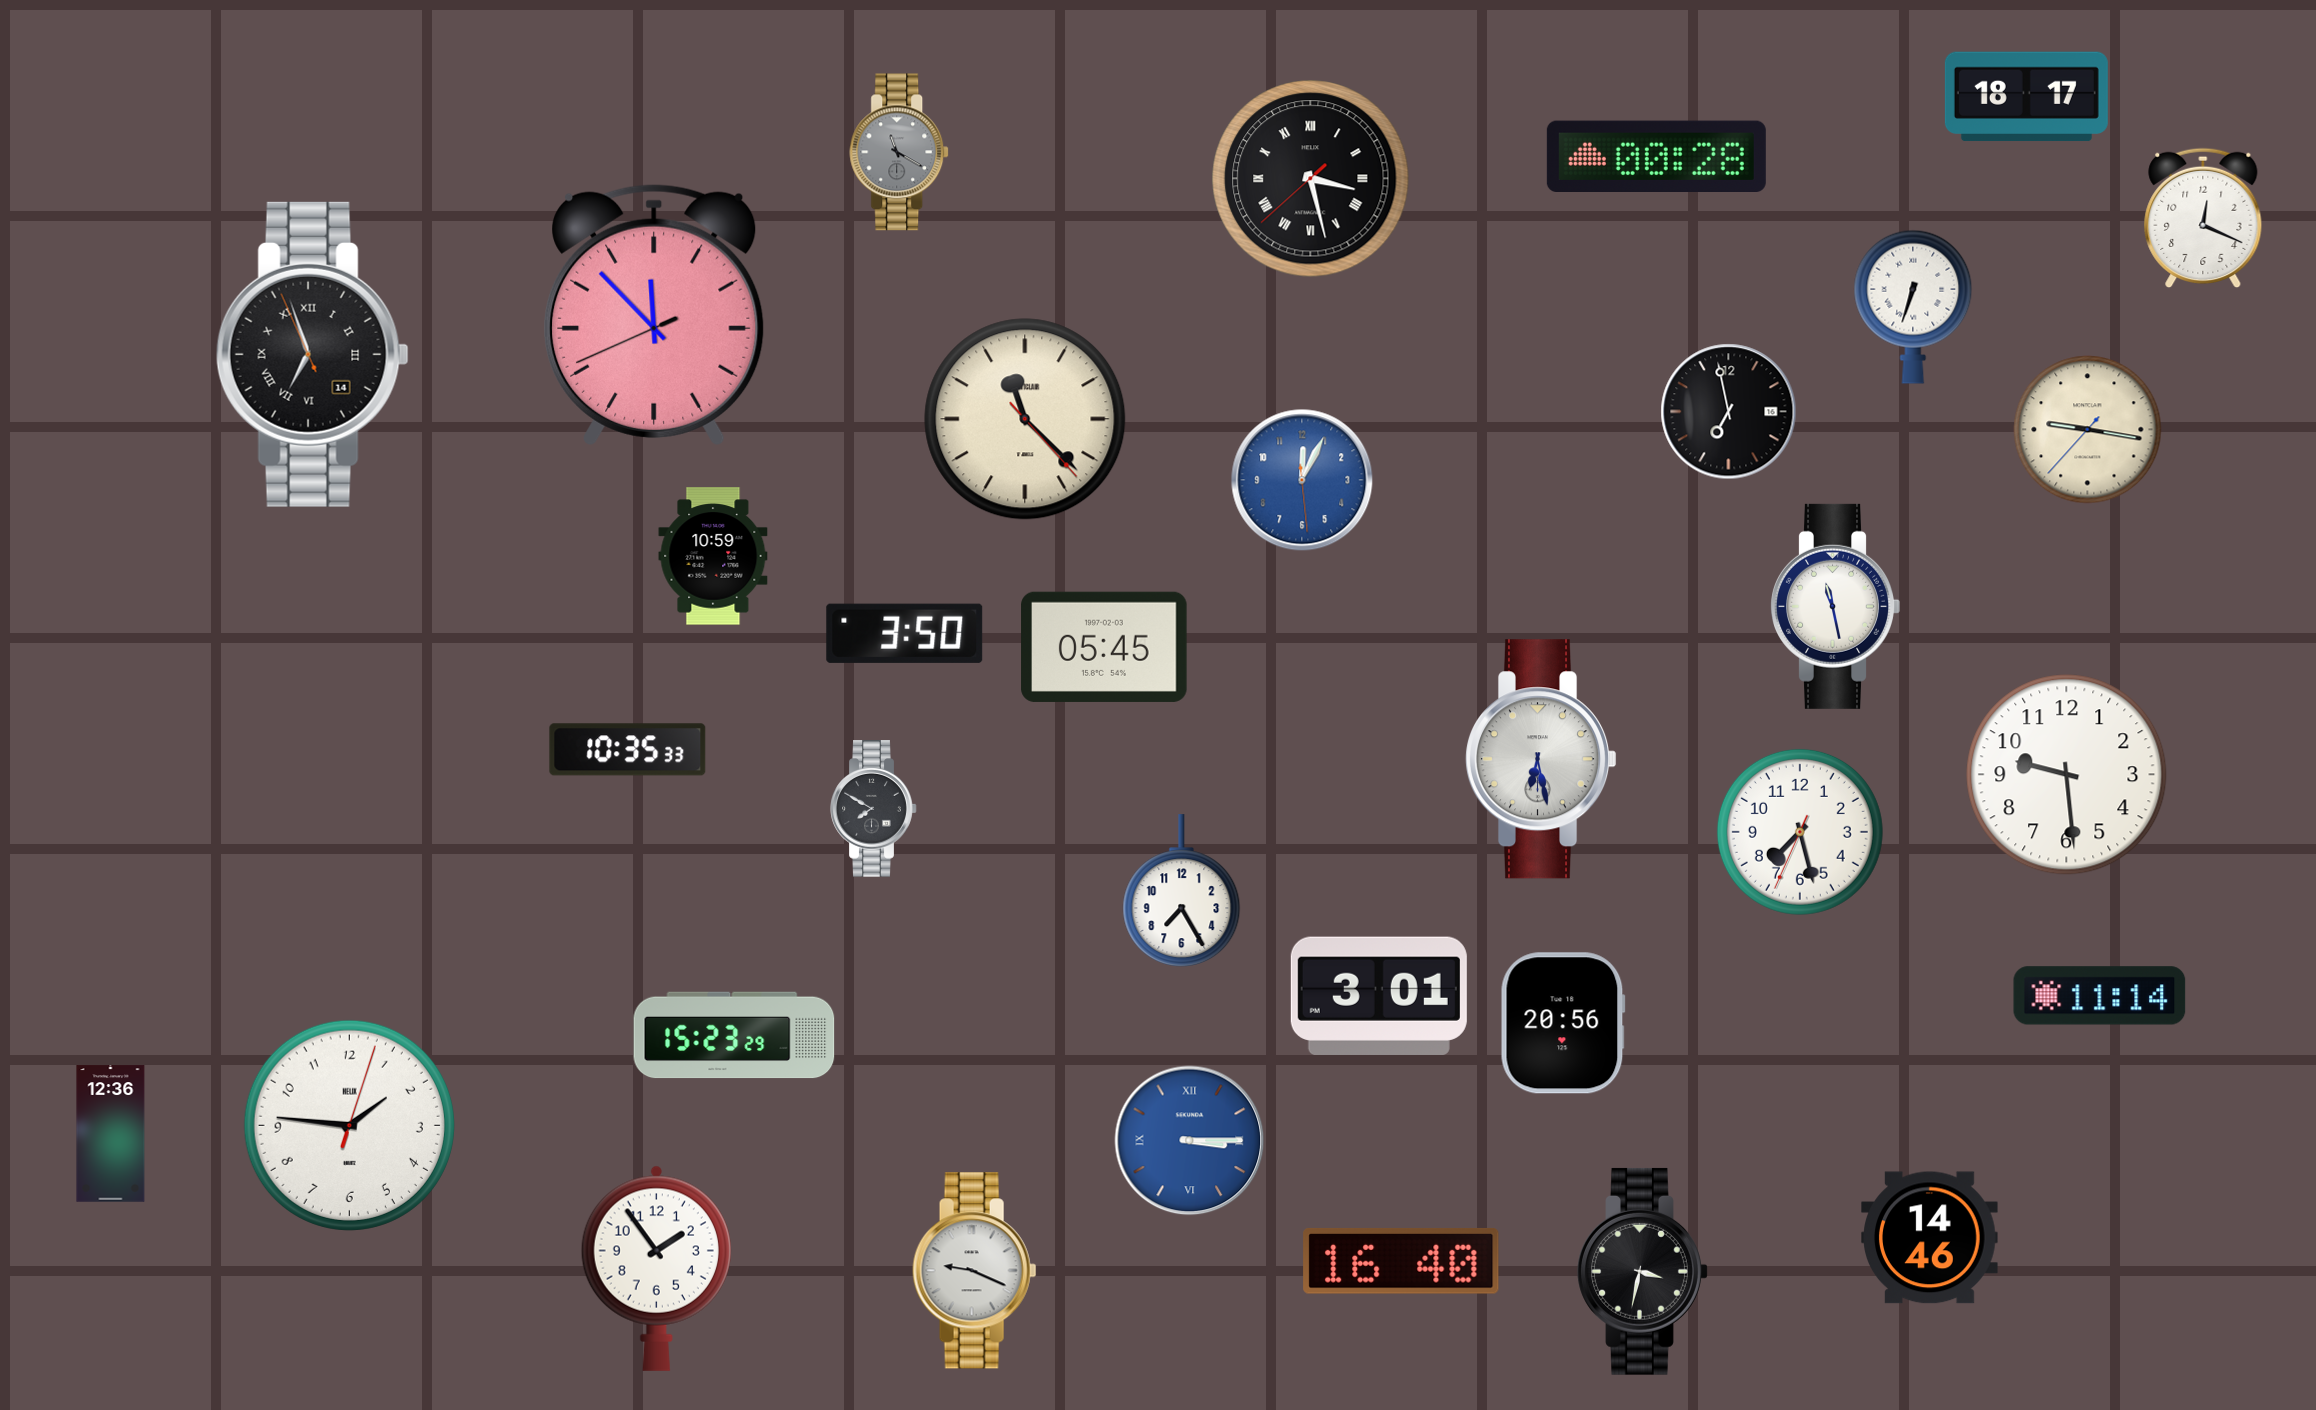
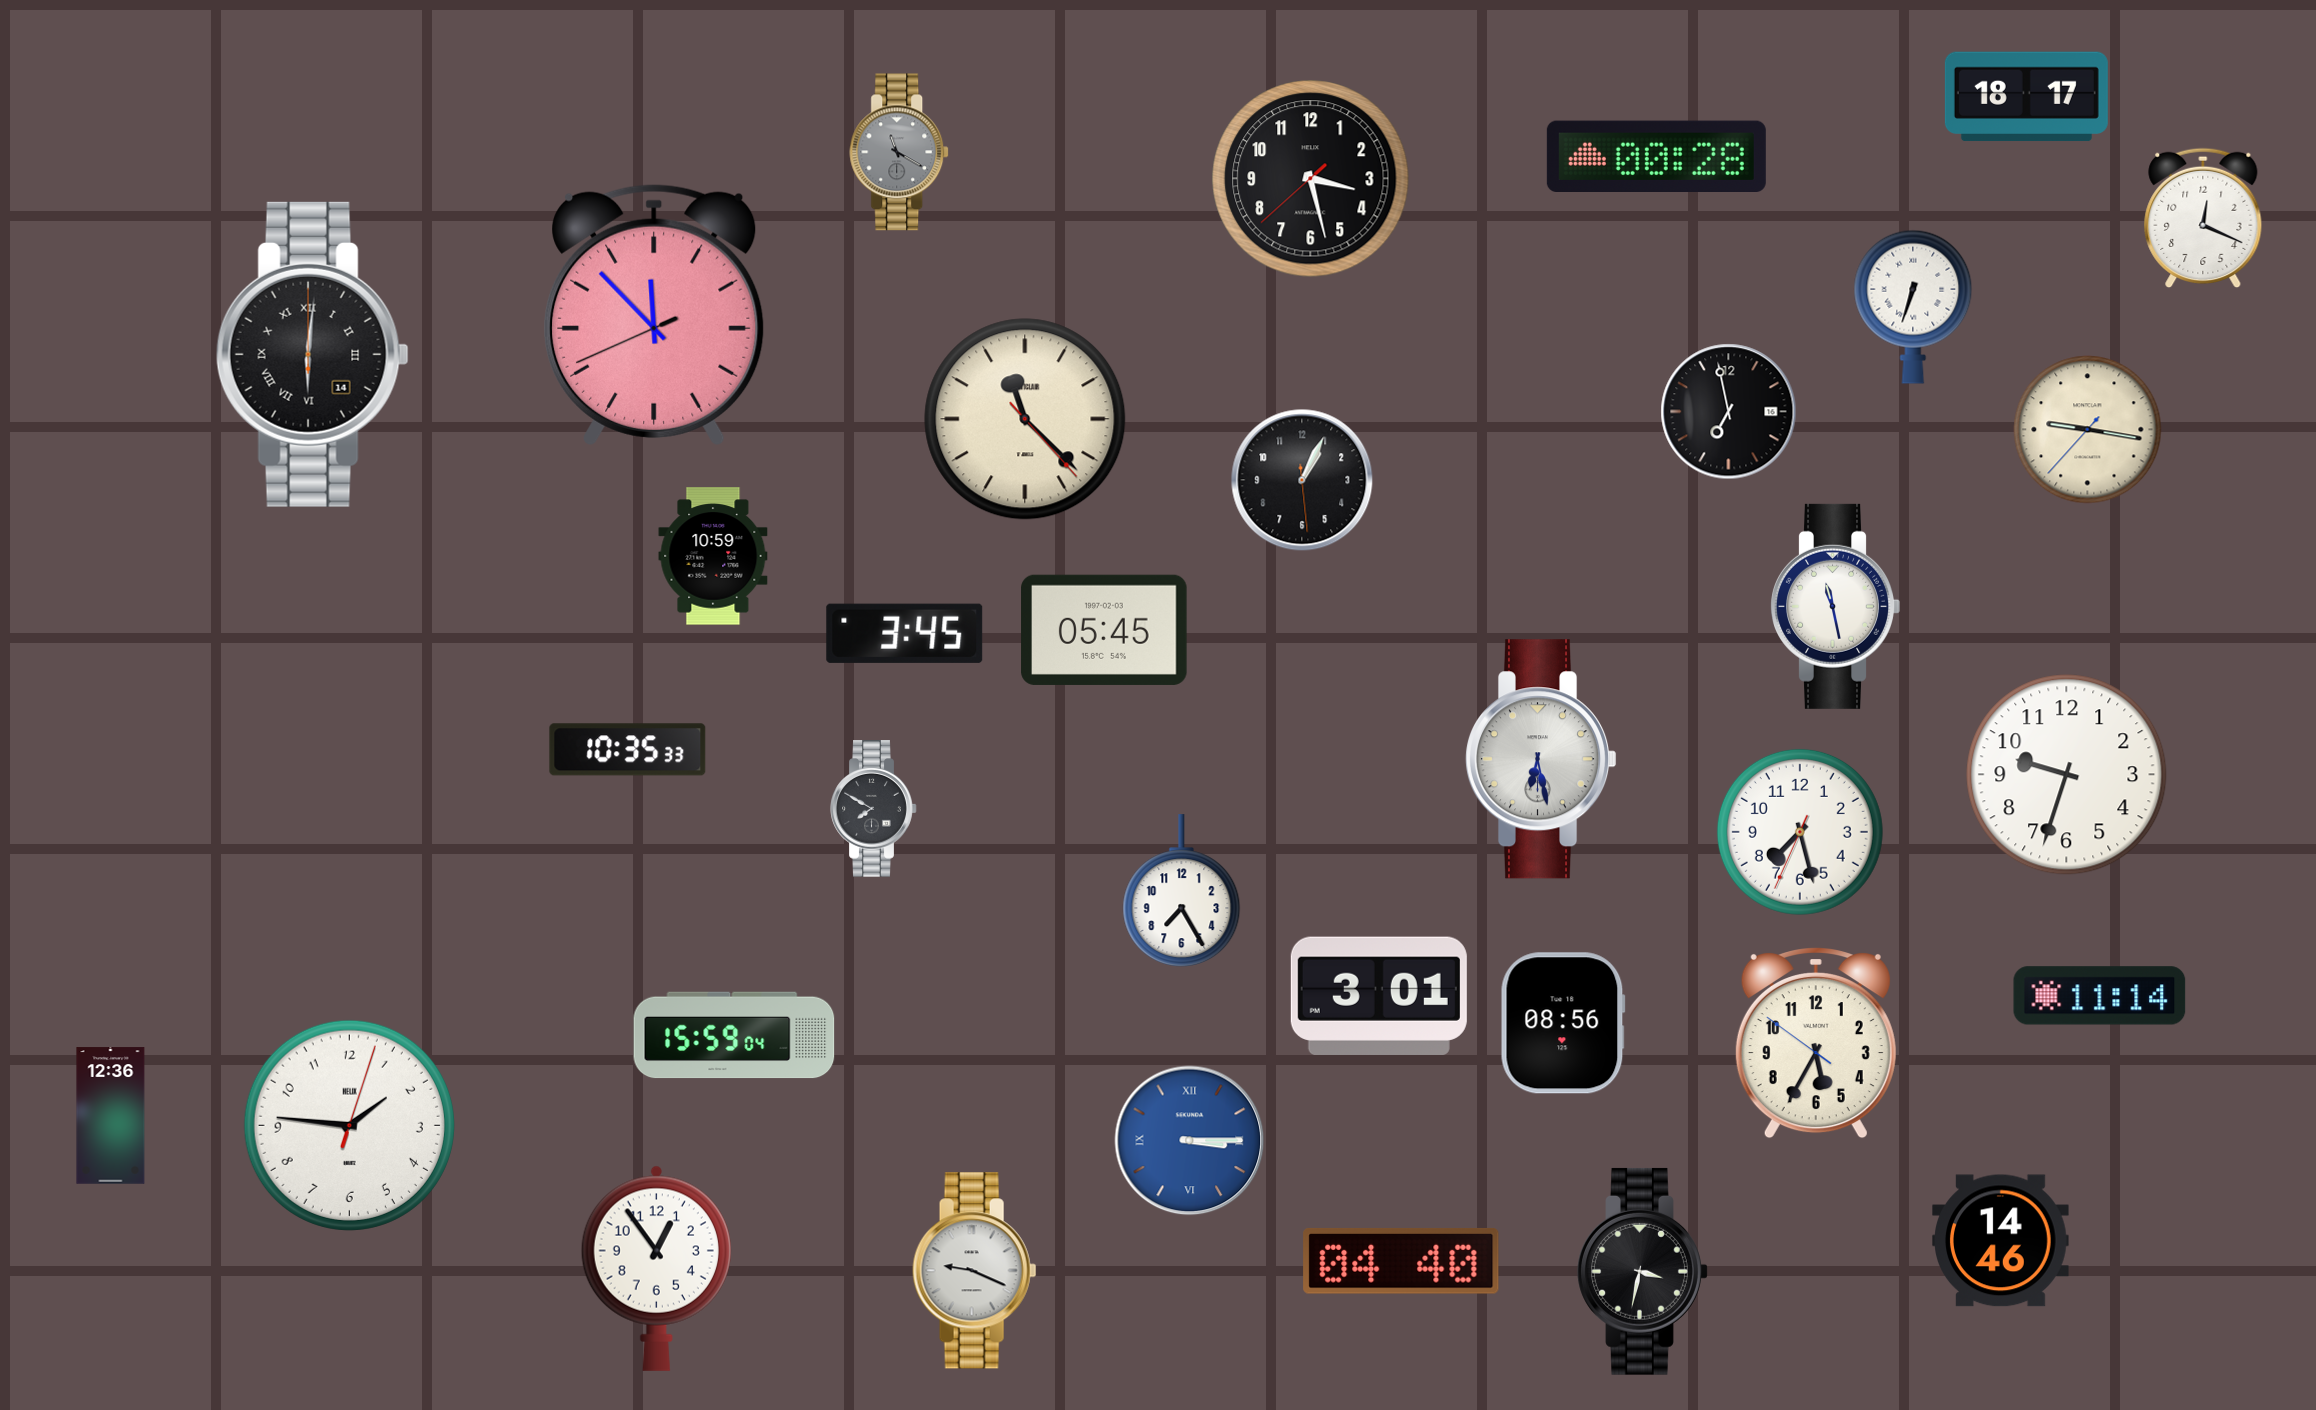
clock at (1311, 179) numerals: Roman -> Arabic
clock at (312, 354): 6:56 -> 6:01
clock at (1302, 480): 12:04 -> 1:04
clock at (1302, 480) dial: blue -> black
clock at (905, 633): 3:50 -> 3:45
clock at (1104, 647) position: (1104, 647) -> (1104, 630)
clock at (2067, 775): 9:29 -> 9:33
clock at (1563, 1023): 20:56 -> 08:56
clock at (734, 1035): 15:23 -> 15:59
clock at (1816, 1044): none -> 5:34
clock at (111, 1134) position: (111, 1134) -> (111, 1116)
clock at (1930, 1238) position: (1930, 1238) -> (2001, 1241)
clock at (1401, 1261): 16:40 -> 04:40
clock at (656, 1268): 1:54 -> 12:54
